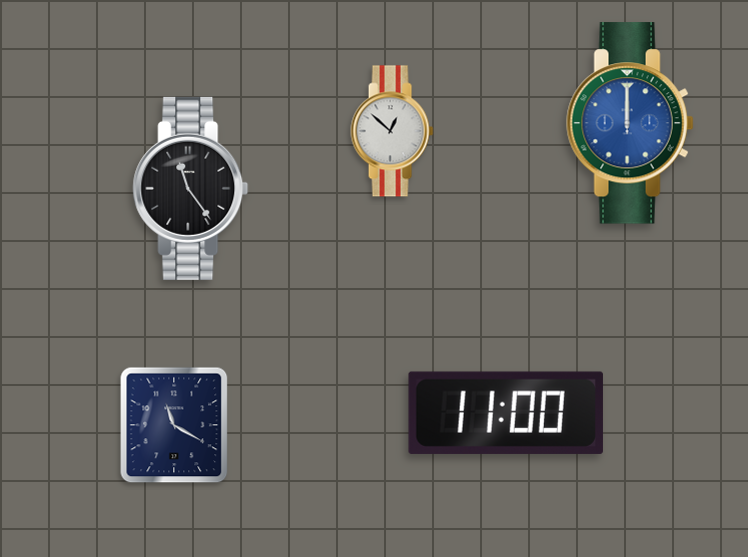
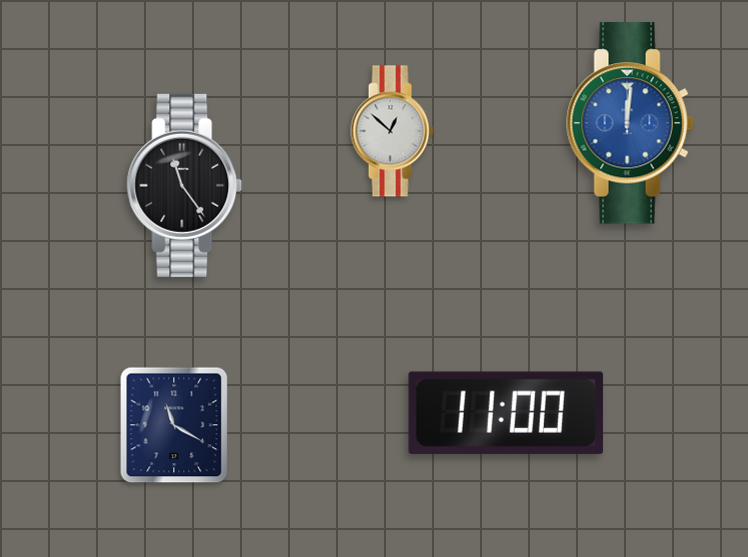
clock at (630, 123): 12:00 -> 12:01
clock at (191, 188) position: (191, 188) -> (185, 185)
